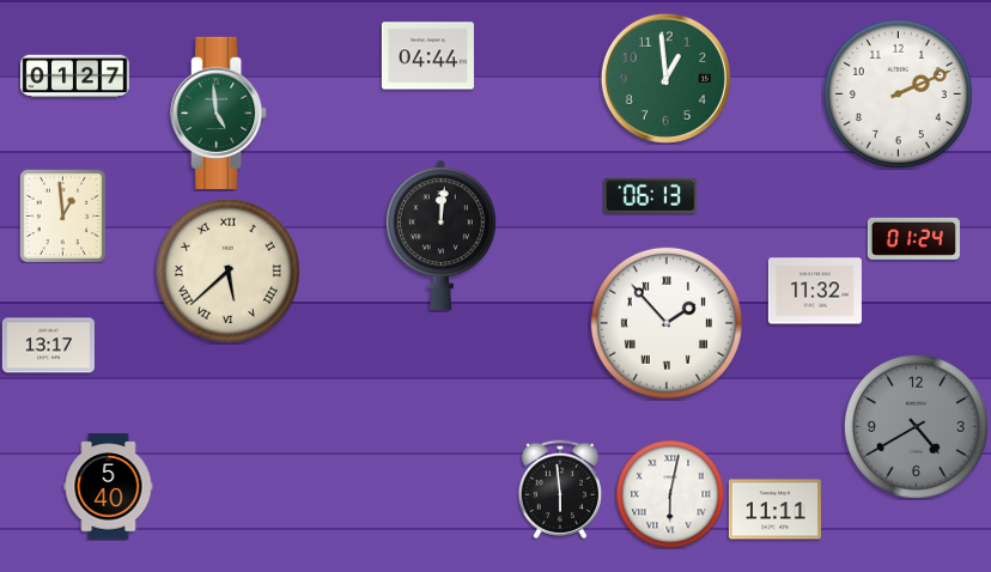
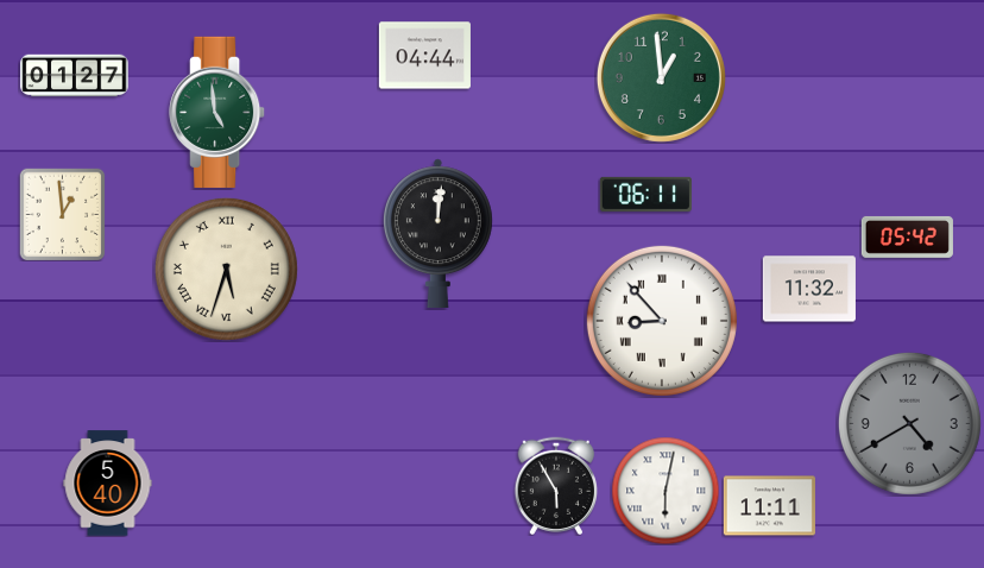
clock at (898, 93): 2:11 -> none
clock at (650, 195): 06:13 -> 06:11
clock at (913, 238): 01:24 -> 05:42
clock at (227, 270): 5:38 -> 5:33
clock at (667, 323): 1:53 -> 8:53
clock at (48, 346): 13:17 -> none
clock at (559, 488): 5:59 -> 5:55
